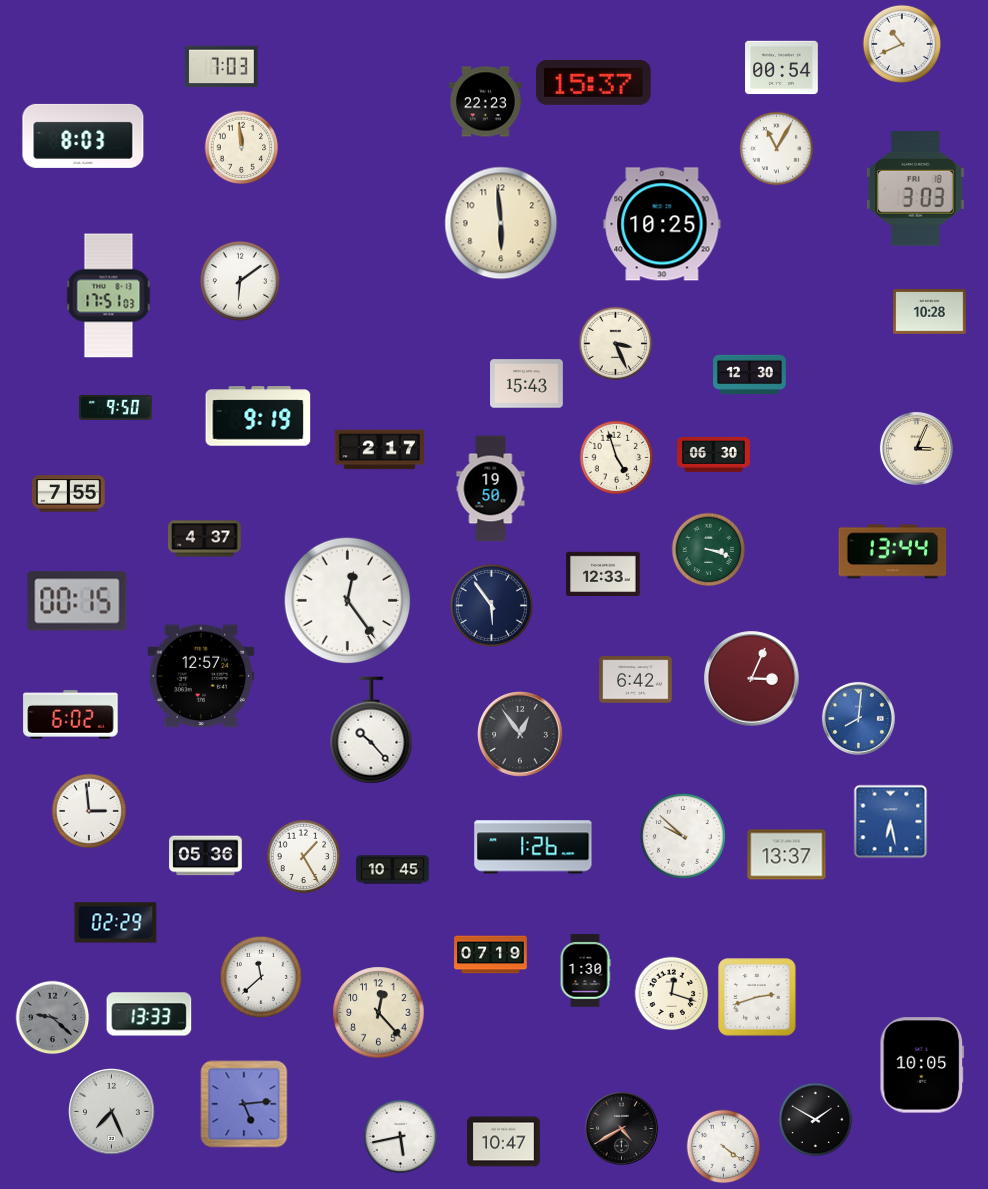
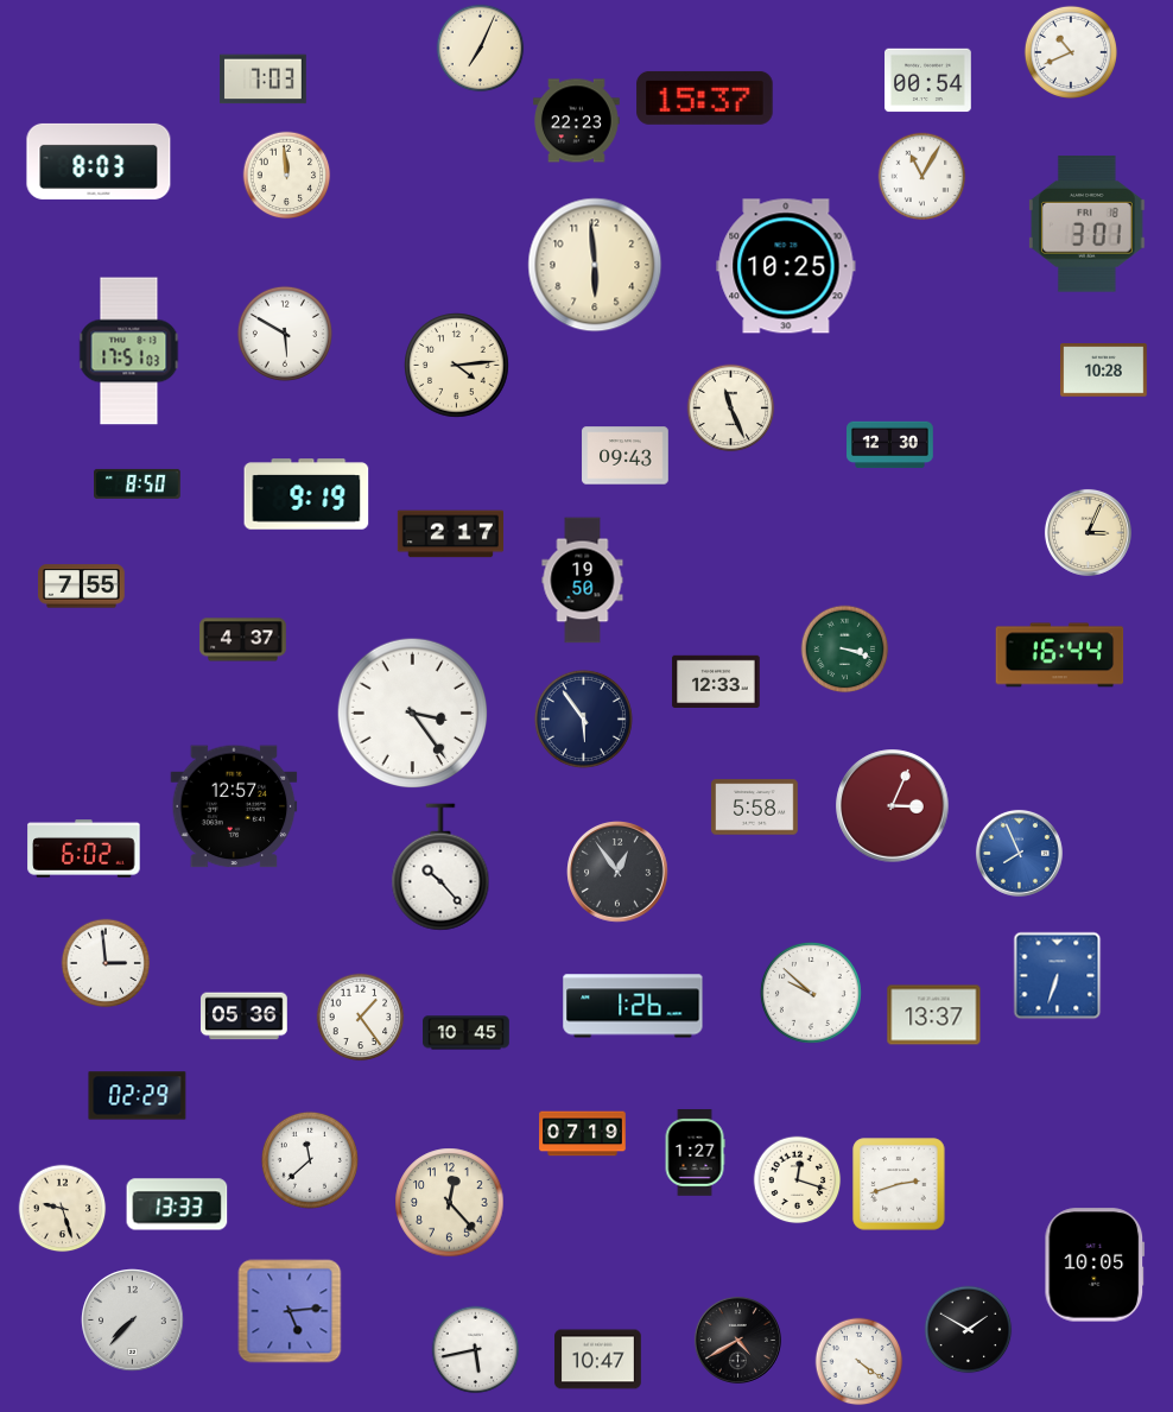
clock at (481, 49): none -> 7:04
clock at (915, 189): 3:03 -> 3:01
clock at (240, 281): 6:09 -> 5:50
clock at (457, 366): none -> 4:14
clock at (616, 344): 3:26 -> 11:26
clock at (527, 384): 15:43 -> 09:43
clock at (116, 407): 9:50 -> 8:50
clock at (714, 455): 06:30 -> none
clock at (617, 458): 4:57 -> none
clock at (709, 550) position: (709, 550) -> (845, 650)
clock at (893, 552): 13:44 -> 16:44
clock at (77, 601): 00:15 -> none
clock at (348, 601): 12:24 -> 3:24
clock at (201, 676) position: (201, 676) -> (234, 806)
clock at (636, 680): 6:42 -> 5:58
clock at (858, 718): 8:01 -> 7:56
clock at (891, 822): 6:28 -> 6:33
clock at (304, 857): 1:25 -> 1:24
clock at (585, 971): 1:30 -> 1:27
clock at (53, 1018): 9:22 -> 9:27
clock at (53, 1018) dial: grey -> cream
clock at (112, 1112): 7:26 -> 7:37
clock at (504, 1142) position: (504, 1142) -> (598, 1360)
